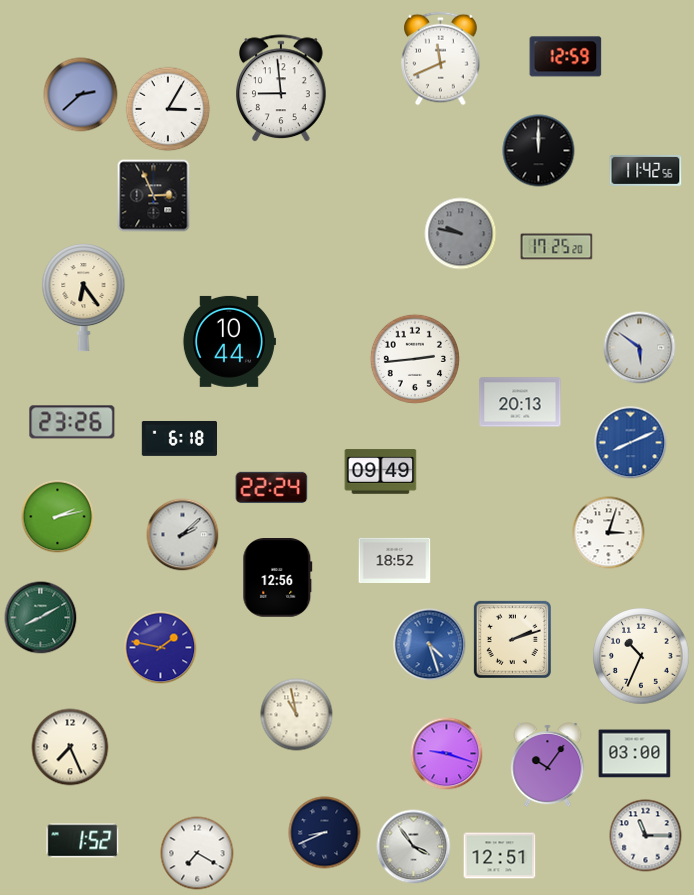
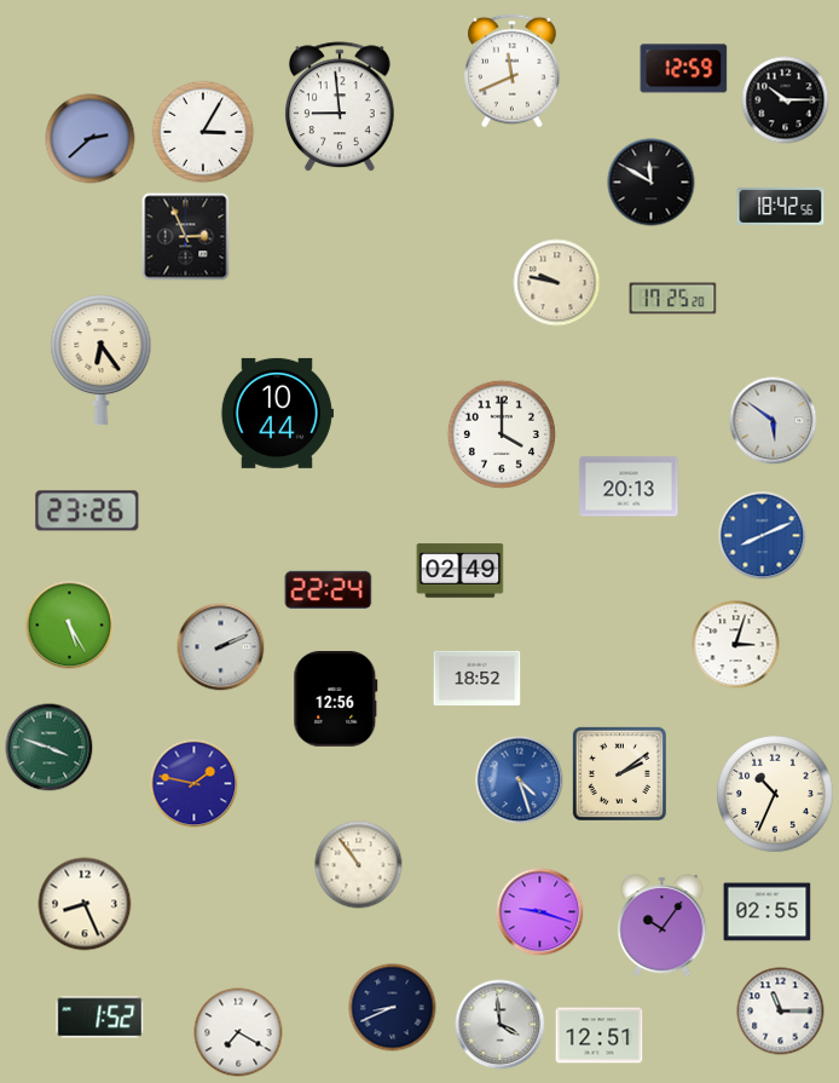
clock at (441, 59) position: (441, 59) -> (513, 71)
clock at (786, 100): none -> 10:15
clock at (81, 95) position: (81, 95) -> (91, 139)
clock at (539, 151): 12:00 -> 11:50
clock at (646, 170): 11:42 -> 18:42
clock at (461, 234) dial: grey -> cream
clock at (415, 359): 2:44 -> 4:00
clock at (179, 438): 6:18 -> none
clock at (381, 472): 09:49 -> 02:49
clock at (58, 517): 2:13 -> 5:25
clock at (183, 535): 2:08 -> 2:11
clock at (41, 618): 8:10 -> 3:48
clock at (512, 639): 2:12 -> 2:09
clock at (297, 715): 10:58 -> 10:54
clock at (70, 747): 7:26 -> 8:26
clock at (635, 754): 03:00 -> 02:55
clock at (414, 847): 3:54 -> 3:59
clock at (500, 856) position: (500, 856) -> (600, 1036)
